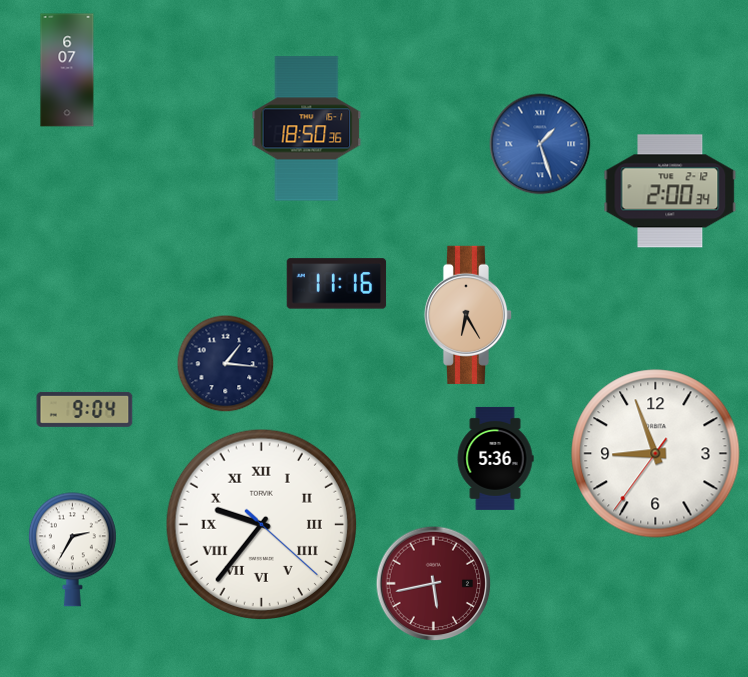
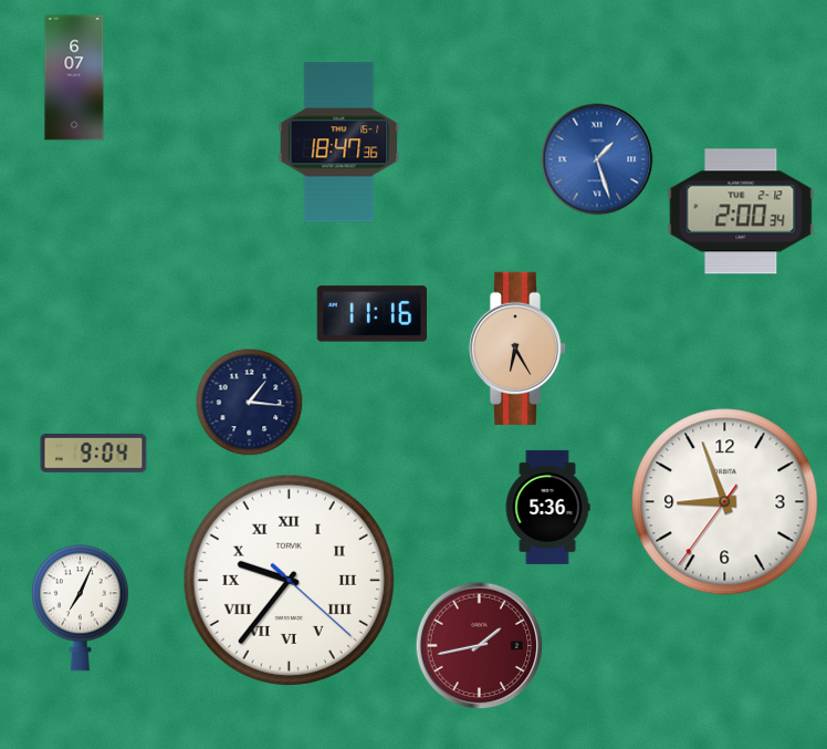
clock at (307, 129): 18:50 -> 18:47
clock at (72, 550): 2:35 -> 7:04
clock at (434, 584): 5:43 -> 1:43
